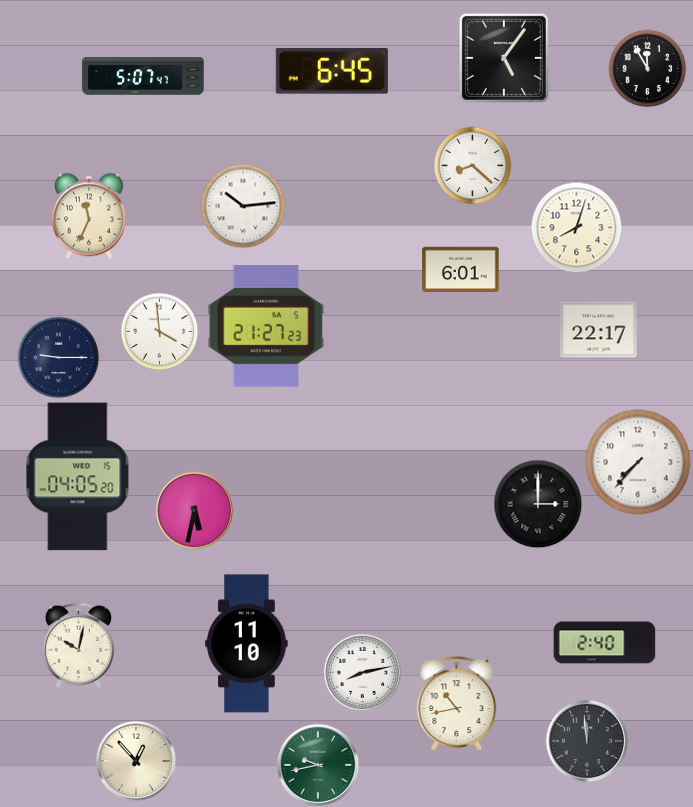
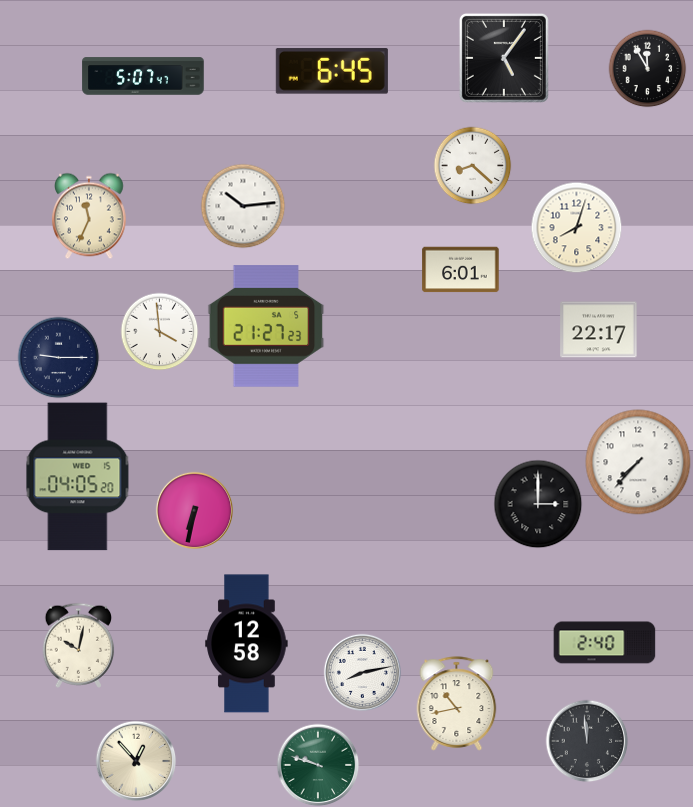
clock at (194, 510): 5:32 -> 6:32
clock at (247, 644): 11:10 -> 12:58
clock at (318, 765): 9:43 -> 9:48
